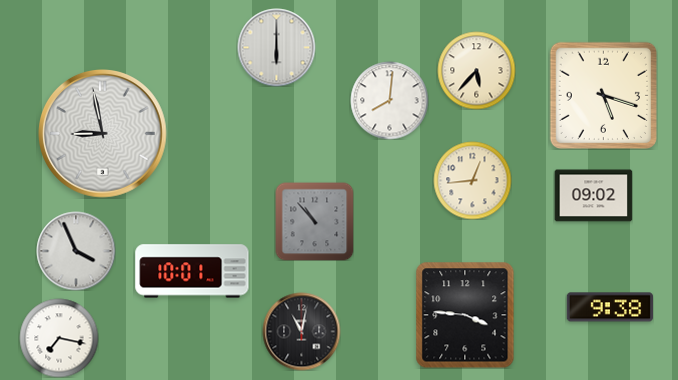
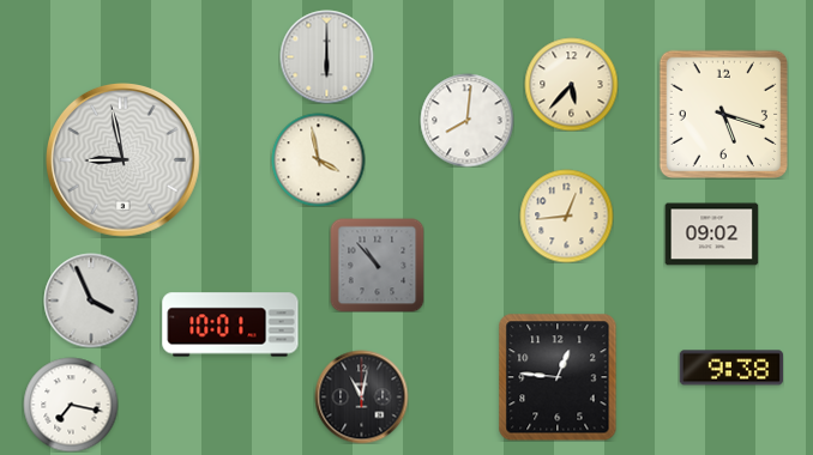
clock at (276, 47) position: (276, 47) -> (326, 56)
clock at (318, 159): none -> 3:58
clock at (465, 315): 3:46 -> 12:46
